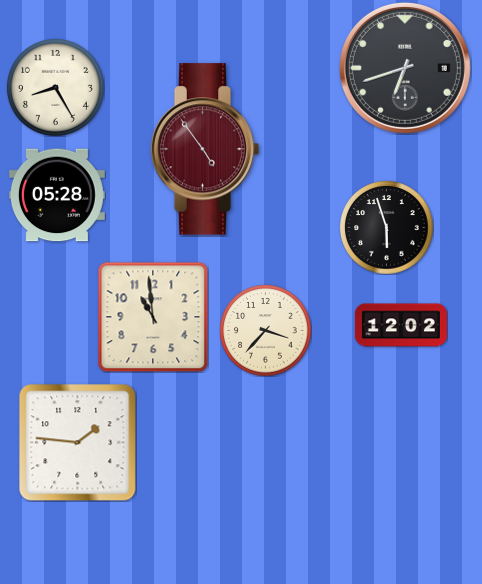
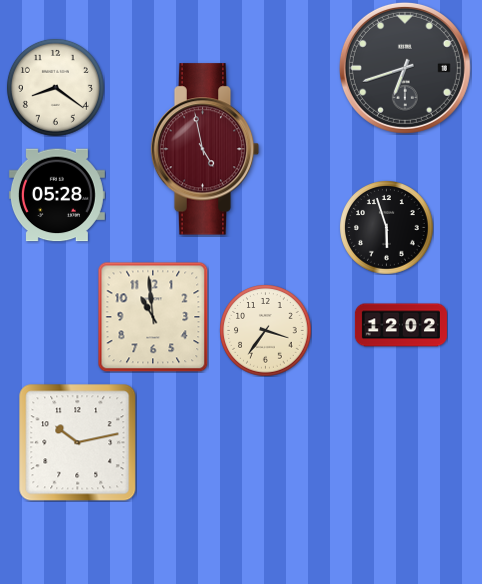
clock at (55, 87): 8:25 -> 8:21
clock at (205, 149): 4:54 -> 4:58
clock at (265, 330): 3:37 -> 3:36
clock at (77, 442): 1:46 -> 10:13
